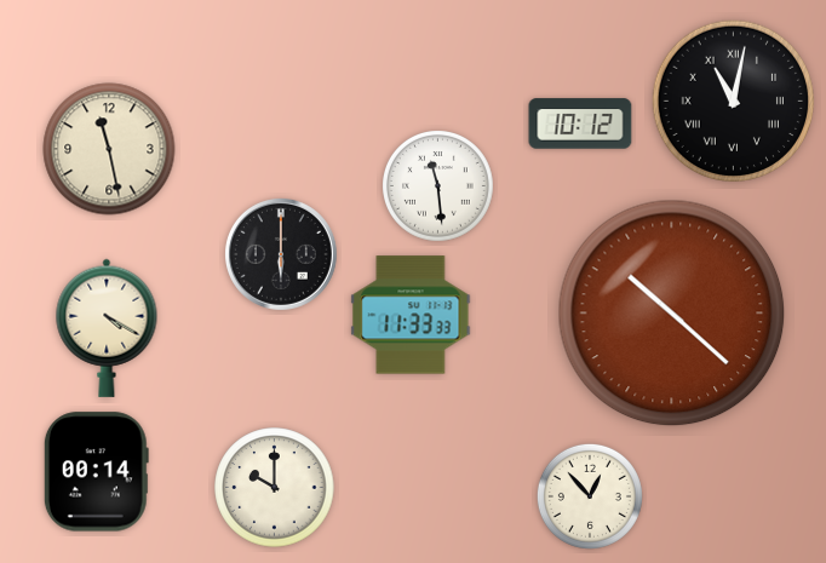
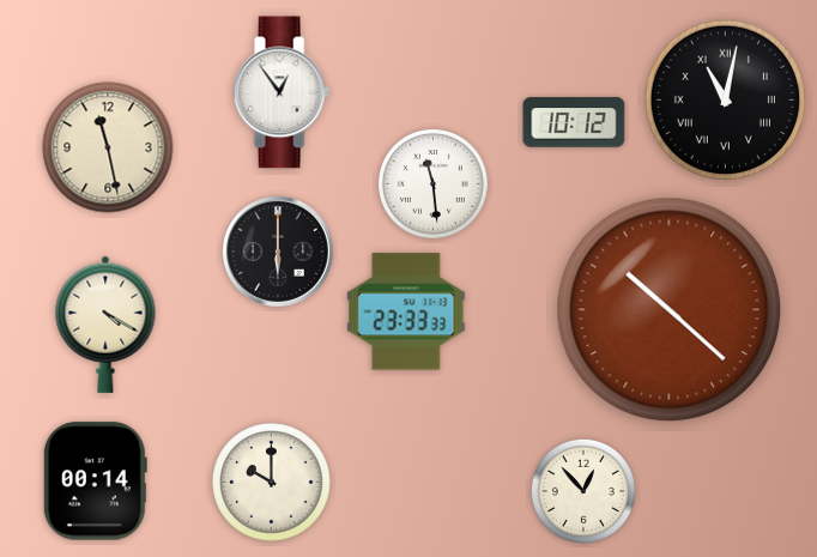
clock at (282, 92): none -> 12:54
clock at (672, 314) position: (672, 314) -> (670, 310)
clock at (411, 315): 11:33 -> 23:33
clock at (96, 472) position: (96, 472) -> (95, 482)
